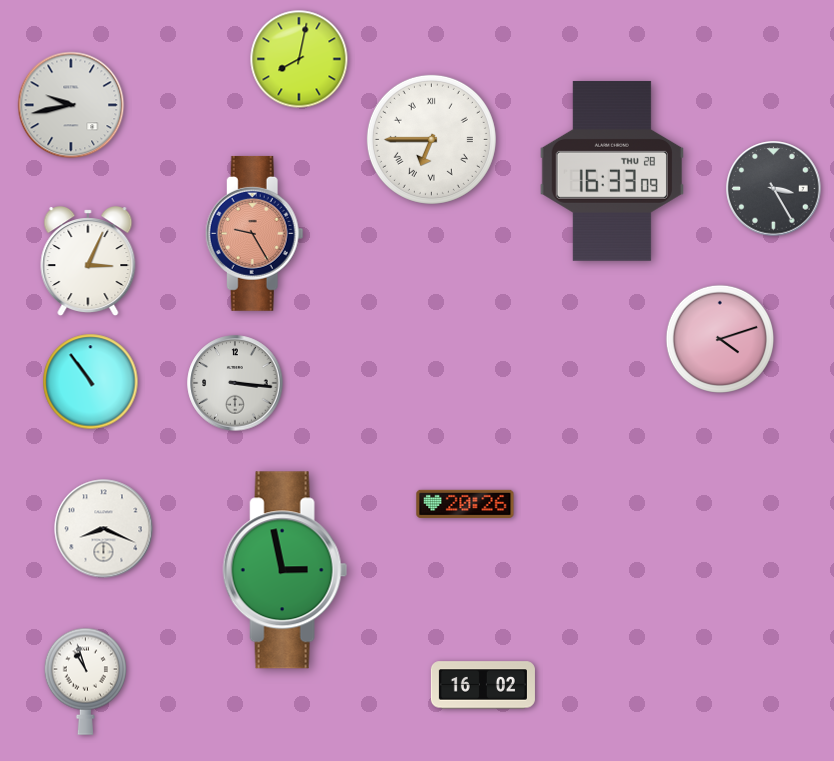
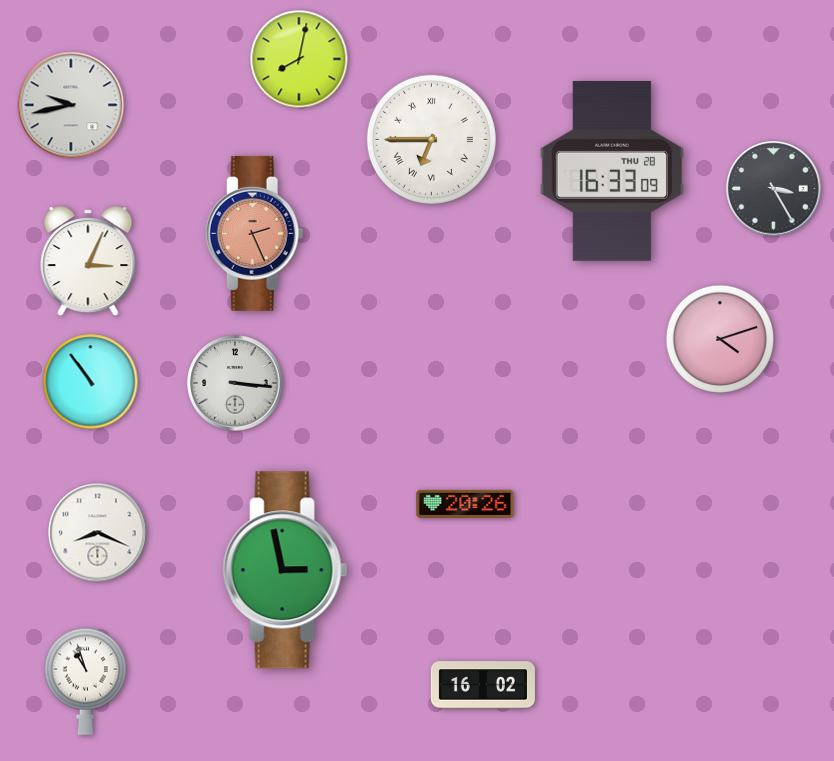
clock at (254, 233): 9:25 -> 2:26
clock at (104, 529) position: (104, 529) -> (98, 533)
